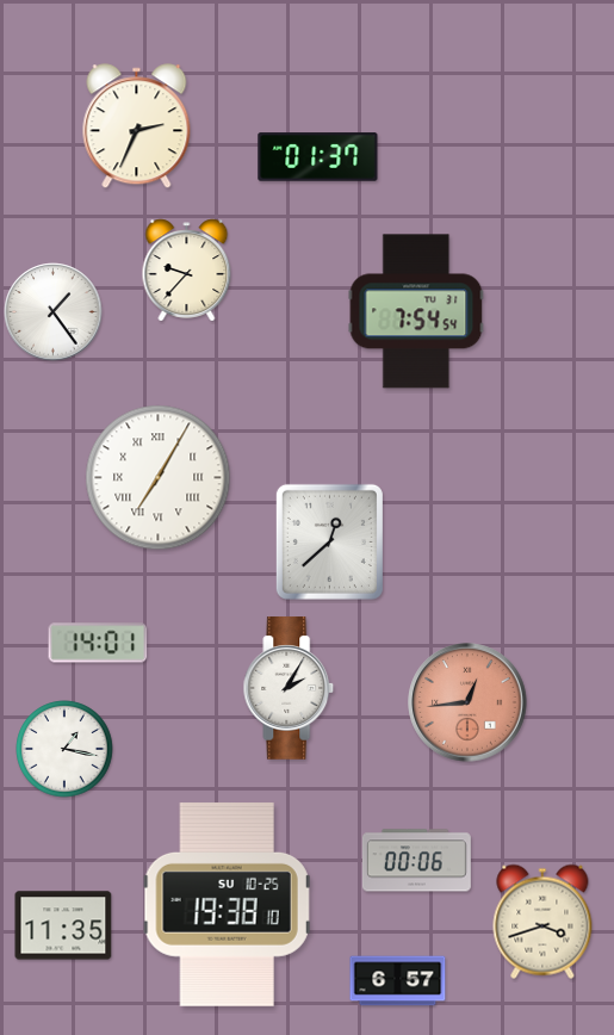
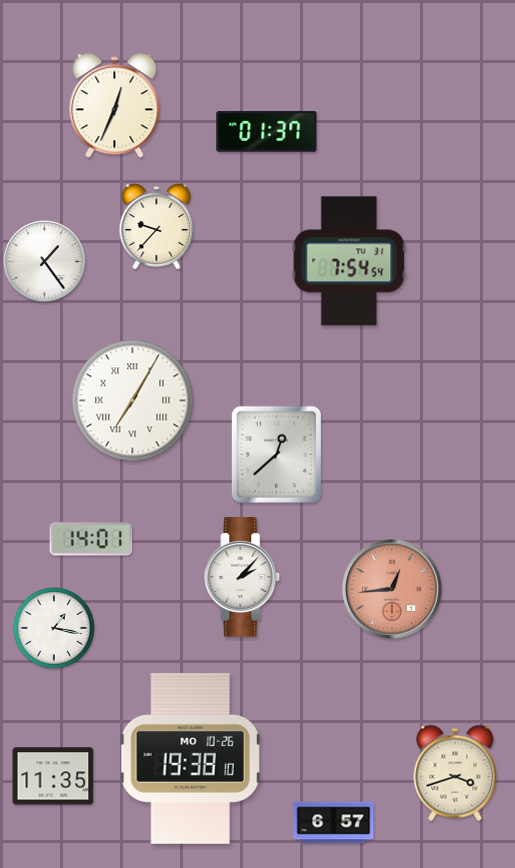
clock at (137, 126): 2:34 -> 12:34
clock at (98, 643) position: (98, 643) -> (91, 539)
clock at (289, 688): 2:05 -> 2:07
clock at (416, 861): 00:06 -> none
clock at (227, 904) date: SU 10-25 -> MO 10-26
